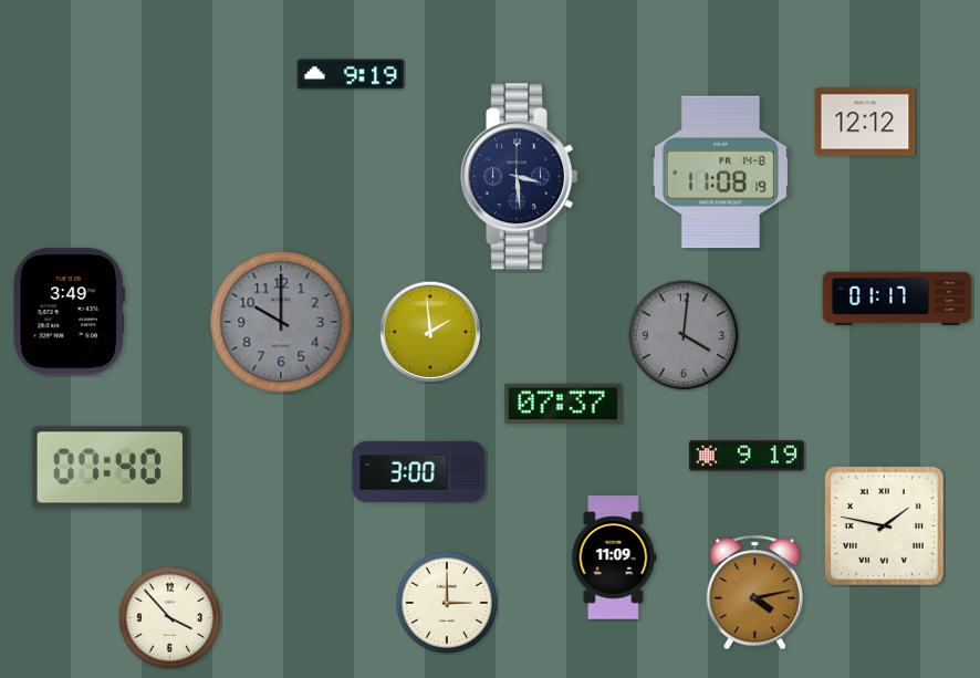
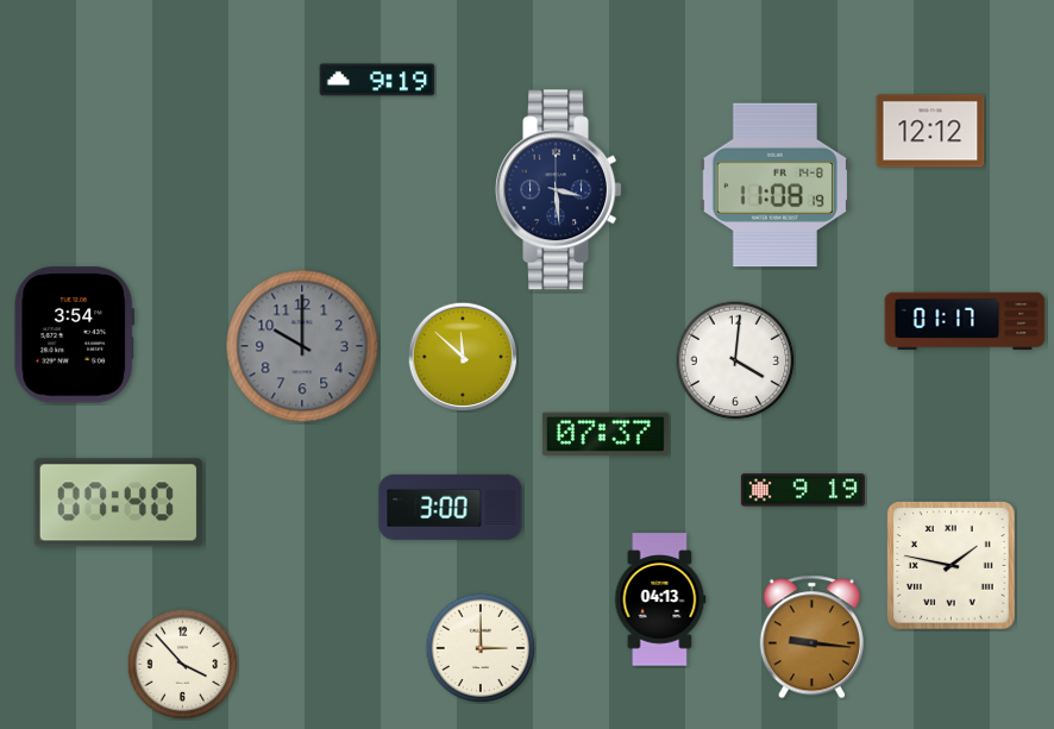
clock at (69, 312): 3:49 -> 3:54
clock at (430, 332): 1:59 -> 11:52
clock at (684, 335) dial: grey -> white
clock at (614, 557): 11:09 -> 04:13
clock at (754, 593): 4:13 -> 9:16
